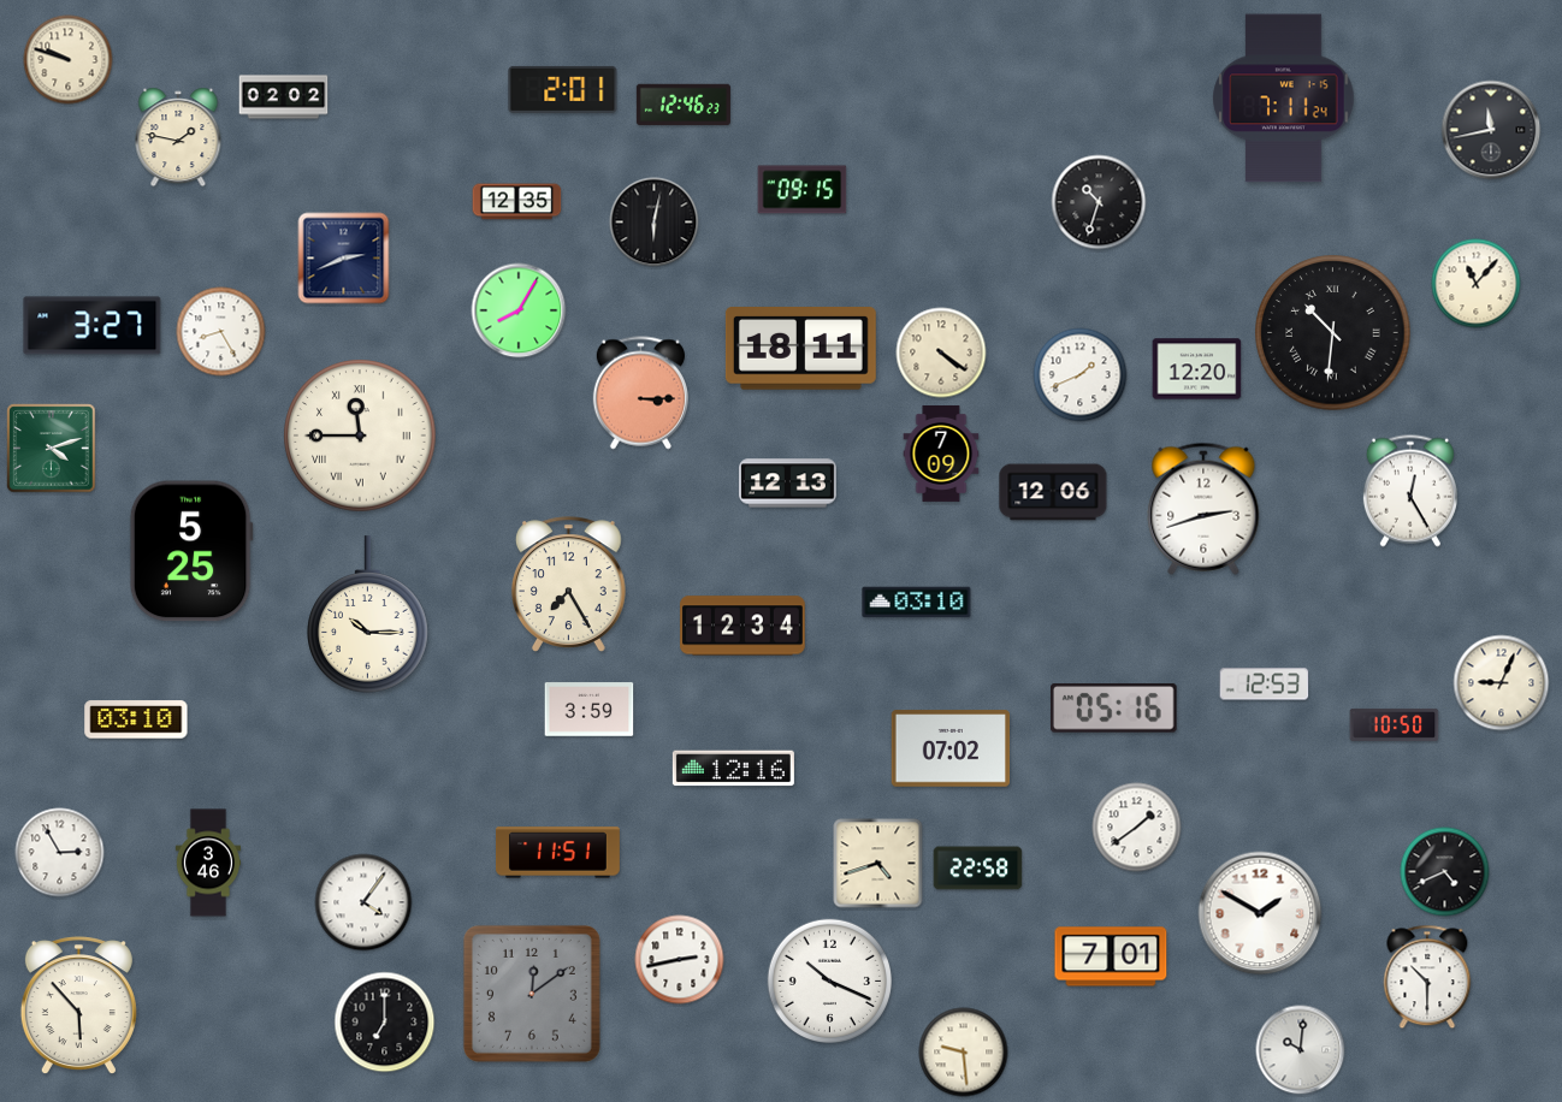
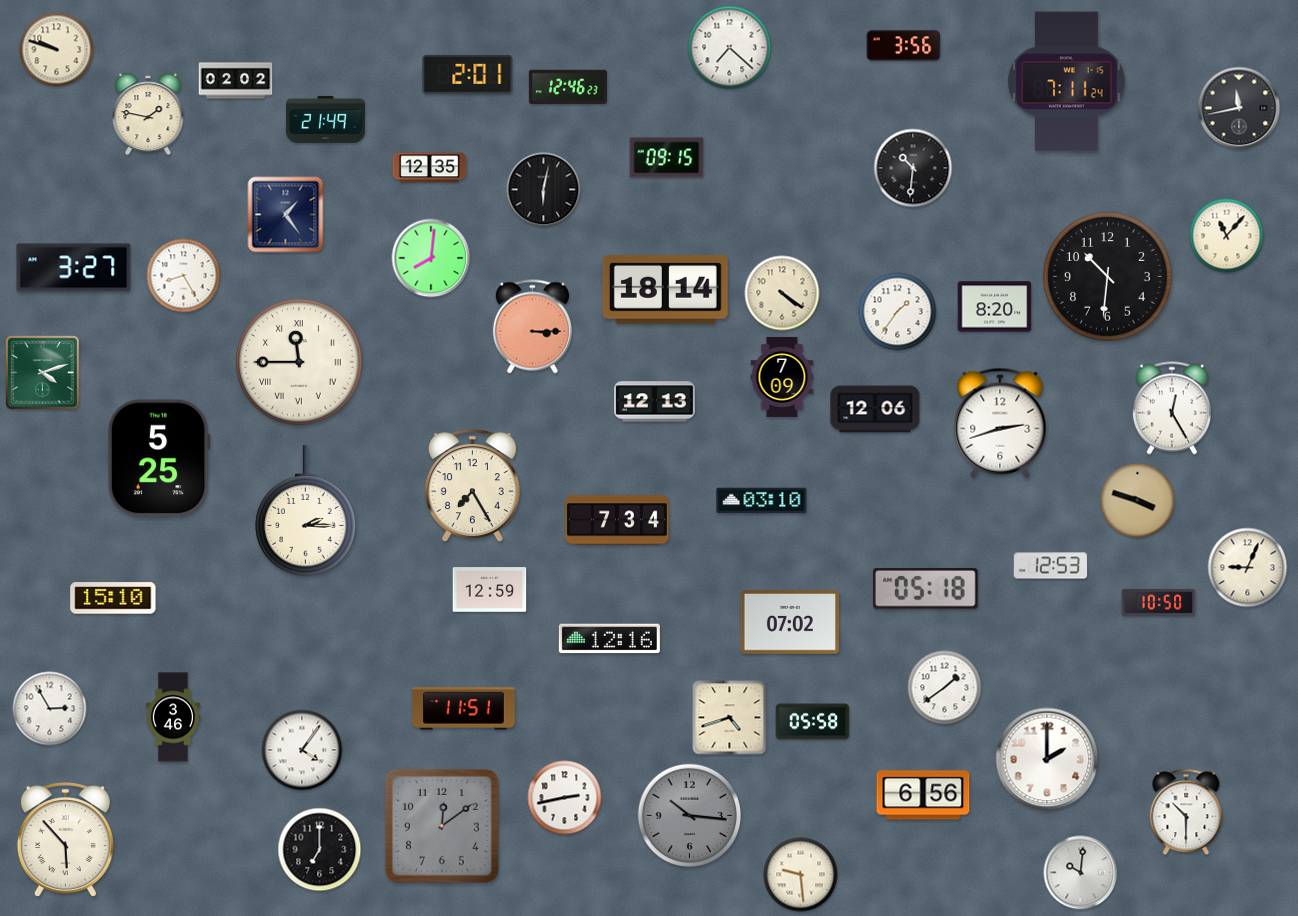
clock at (904, 46): none -> 3:56
clock at (730, 48): none -> 7:22
clock at (325, 119): none -> 21:49
clock at (1099, 202): 10:33 -> 10:31
clock at (655, 223) position: (655, 223) -> (544, 190)
clock at (344, 259): 2:41 -> 1:24
clock at (519, 310): 8:05 -> 8:01
clock at (93, 326) position: (93, 326) -> (74, 268)
clock at (1333, 333) numerals: Roman -> Arabic
clock at (800, 349): 18:11 -> 18:14
clock at (1197, 369): 12:20 -> 8:20
clock at (1081, 375): 1:41 -> 1:36
clock at (1138, 501): none -> 3:48
clock at (368, 615): 10:15 -> 2:15
clock at (742, 626): 12:34 -> 7:34
clock at (1265, 685) position: (1265, 685) -> (1051, 566)
clock at (1114, 709): 05:16 -> 05:18
clock at (590, 710): 3:59 -> 12:59
clock at (136, 719): 03:10 -> 15:10
clock at (978, 869): 22:58 -> 05:58
clock at (1445, 872): 4:41 -> none
clock at (1260, 913): 1:50 -> 2:00
clock at (1111, 956): 7:01 -> 6:56
clock at (829, 980): 10:19 -> 10:16
clock at (829, 980) dial: white -> grey
clock at (78, 1006) position: (78, 1006) -> (65, 840)
